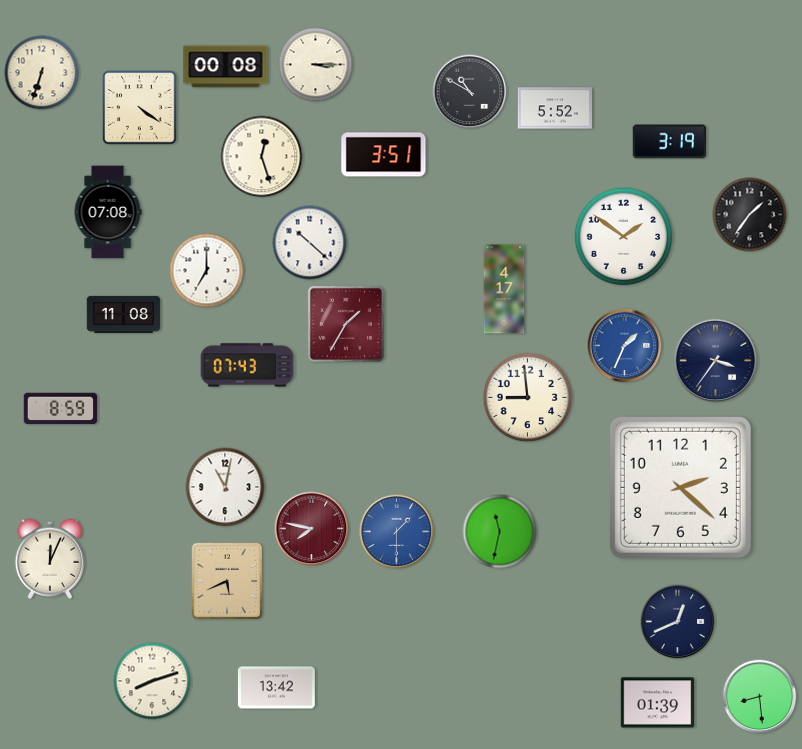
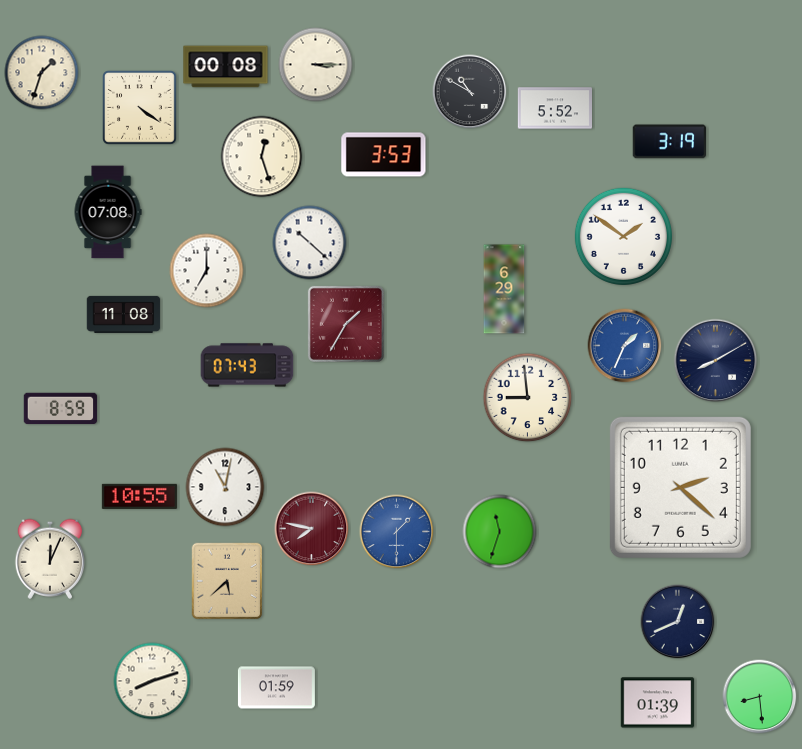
clock at (42, 73): 6:33 -> 1:33
clock at (384, 155): 3:51 -> 3:53
clock at (750, 215): 1:36 -> none
clock at (504, 289): 4:17 -> 6:29
clock at (716, 361): 3:36 -> 8:10
clock at (139, 496): none -> 10:55
clock at (500, 532): 11:32 -> 11:33
clock at (227, 581): 5:41 -> 5:38
clock at (276, 688): 13:42 -> 01:59
